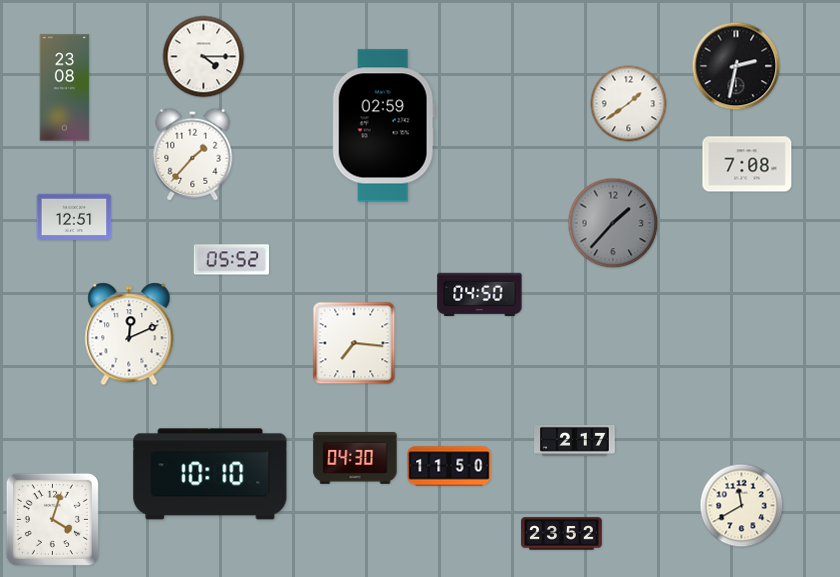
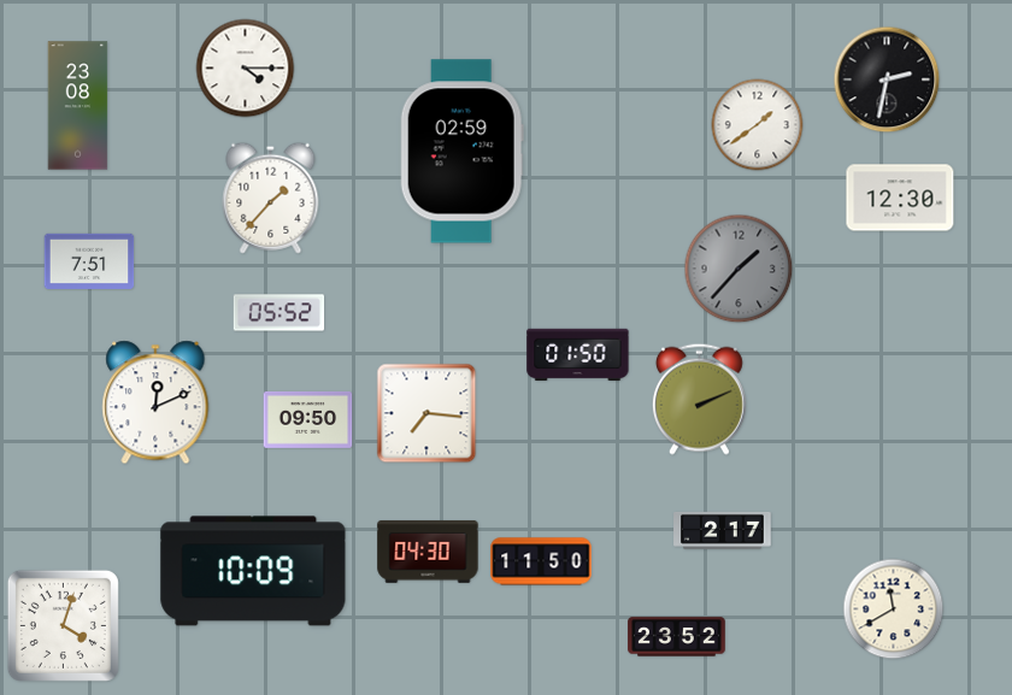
clock at (193, 154) position: (193, 154) -> (271, 198)
clock at (747, 164): 7:08 -> 12:30
clock at (74, 216): 12:51 -> 7:51
clock at (480, 294): 04:50 -> 01:50
clock at (699, 399): none -> 2:11
clock at (308, 419): none -> 09:50
clock at (575, 441) position: (575, 441) -> (723, 531)
clock at (210, 474): 10:10 -> 10:09
clock at (562, 534) position: (562, 534) -> (677, 637)
